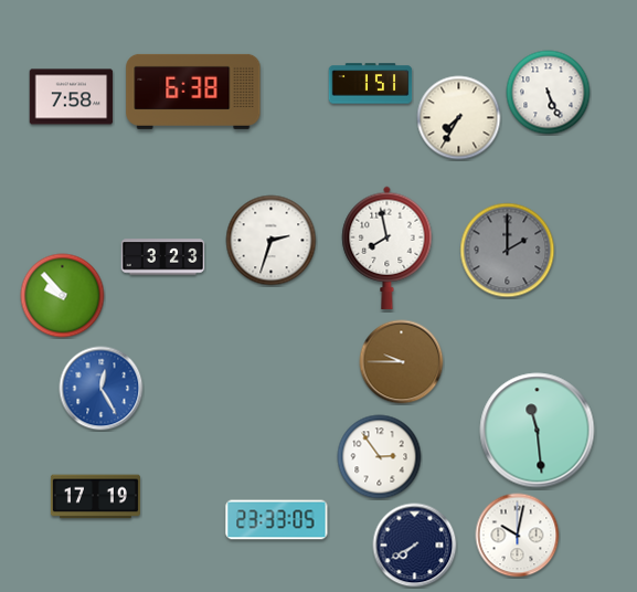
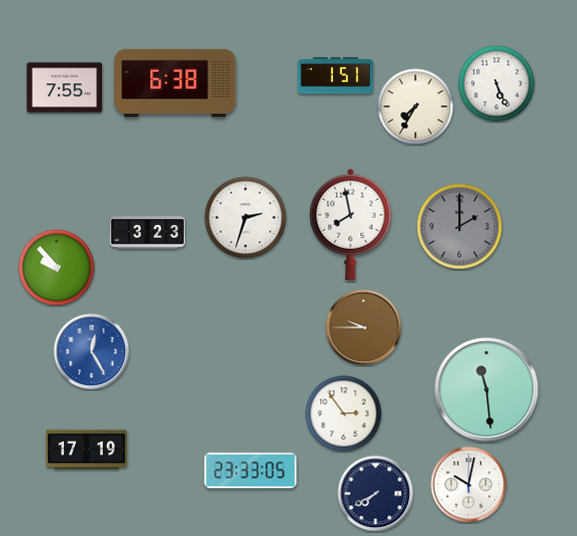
clock at (72, 97): 7:58 -> 7:55
